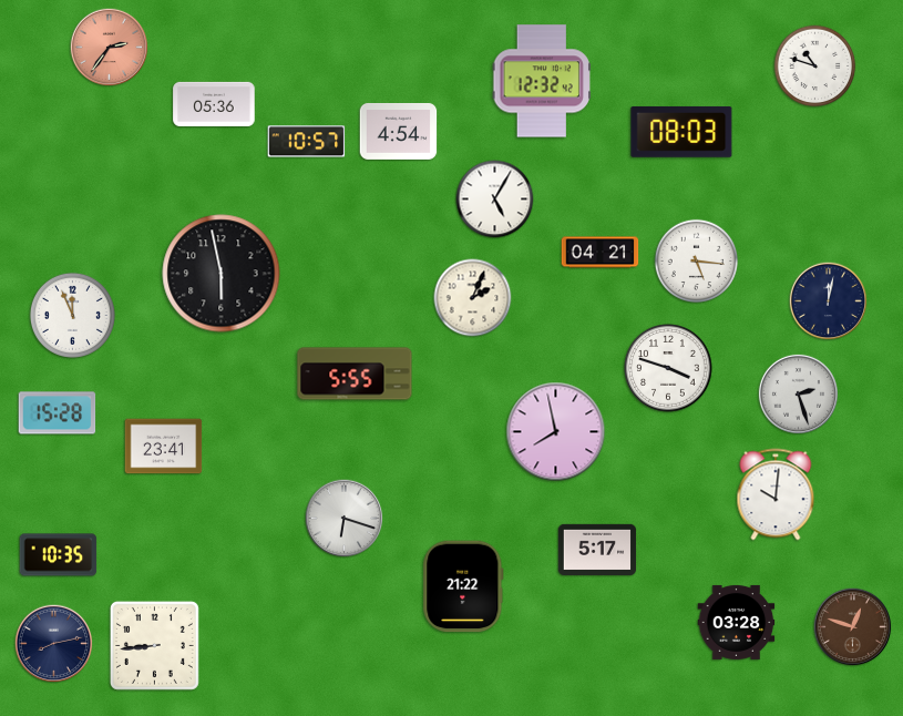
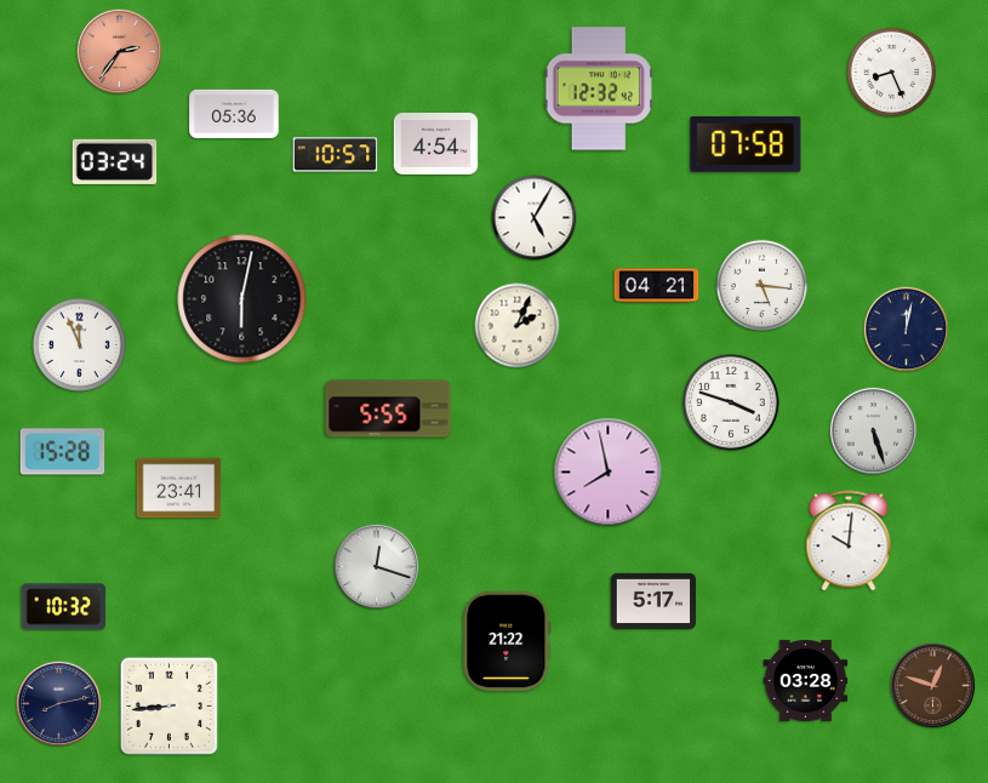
clock at (815, 67): 10:48 -> 8:26
clock at (542, 81) position: (542, 81) -> (599, 88)
clock at (681, 132): 08:03 -> 07:58
clock at (115, 161): none -> 03:24
clock at (495, 200) position: (495, 200) -> (535, 218)
clock at (601, 253) position: (601, 253) -> (657, 286)
clock at (222, 274): 5:58 -> 6:02
clock at (798, 393): 2:27 -> 5:27
clock at (345, 519): 6:18 -> 12:18
clock at (59, 555): 10:35 -> 10:32
